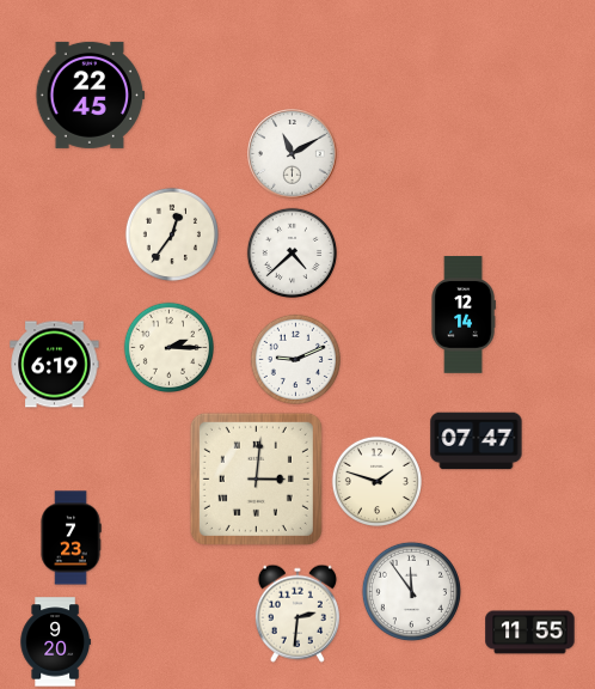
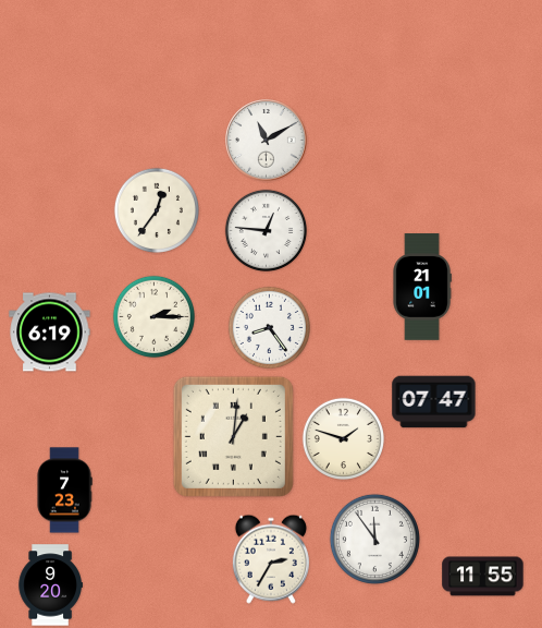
clock at (91, 94): 22:45 -> none
clock at (172, 234) position: (172, 234) -> (157, 210)
clock at (292, 252): 4:38 -> 12:46
clock at (464, 315): 12:14 -> 21:01
clock at (295, 359): 9:11 -> 8:24
clock at (256, 478): 3:01 -> 1:01
clock at (297, 614): 2:31 -> 2:35
